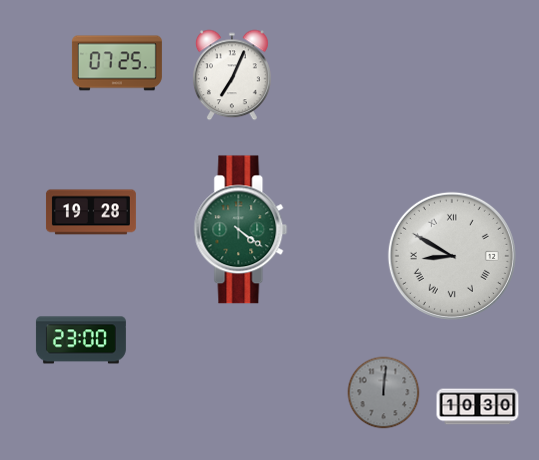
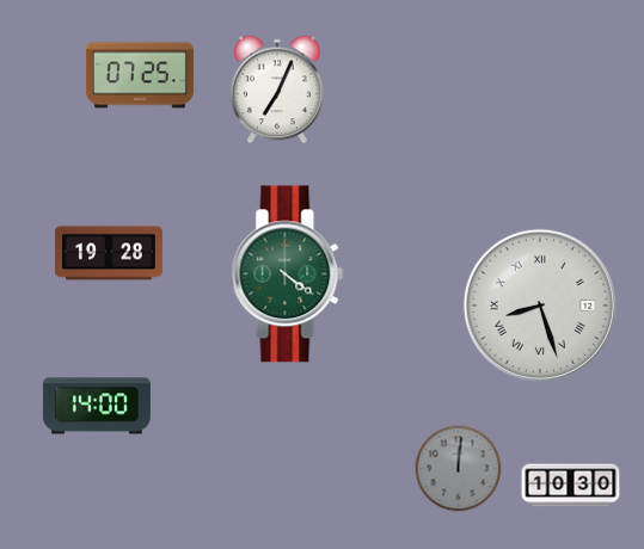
clock at (452, 256): 8:50 -> 8:27
clock at (81, 340): 23:00 -> 14:00
